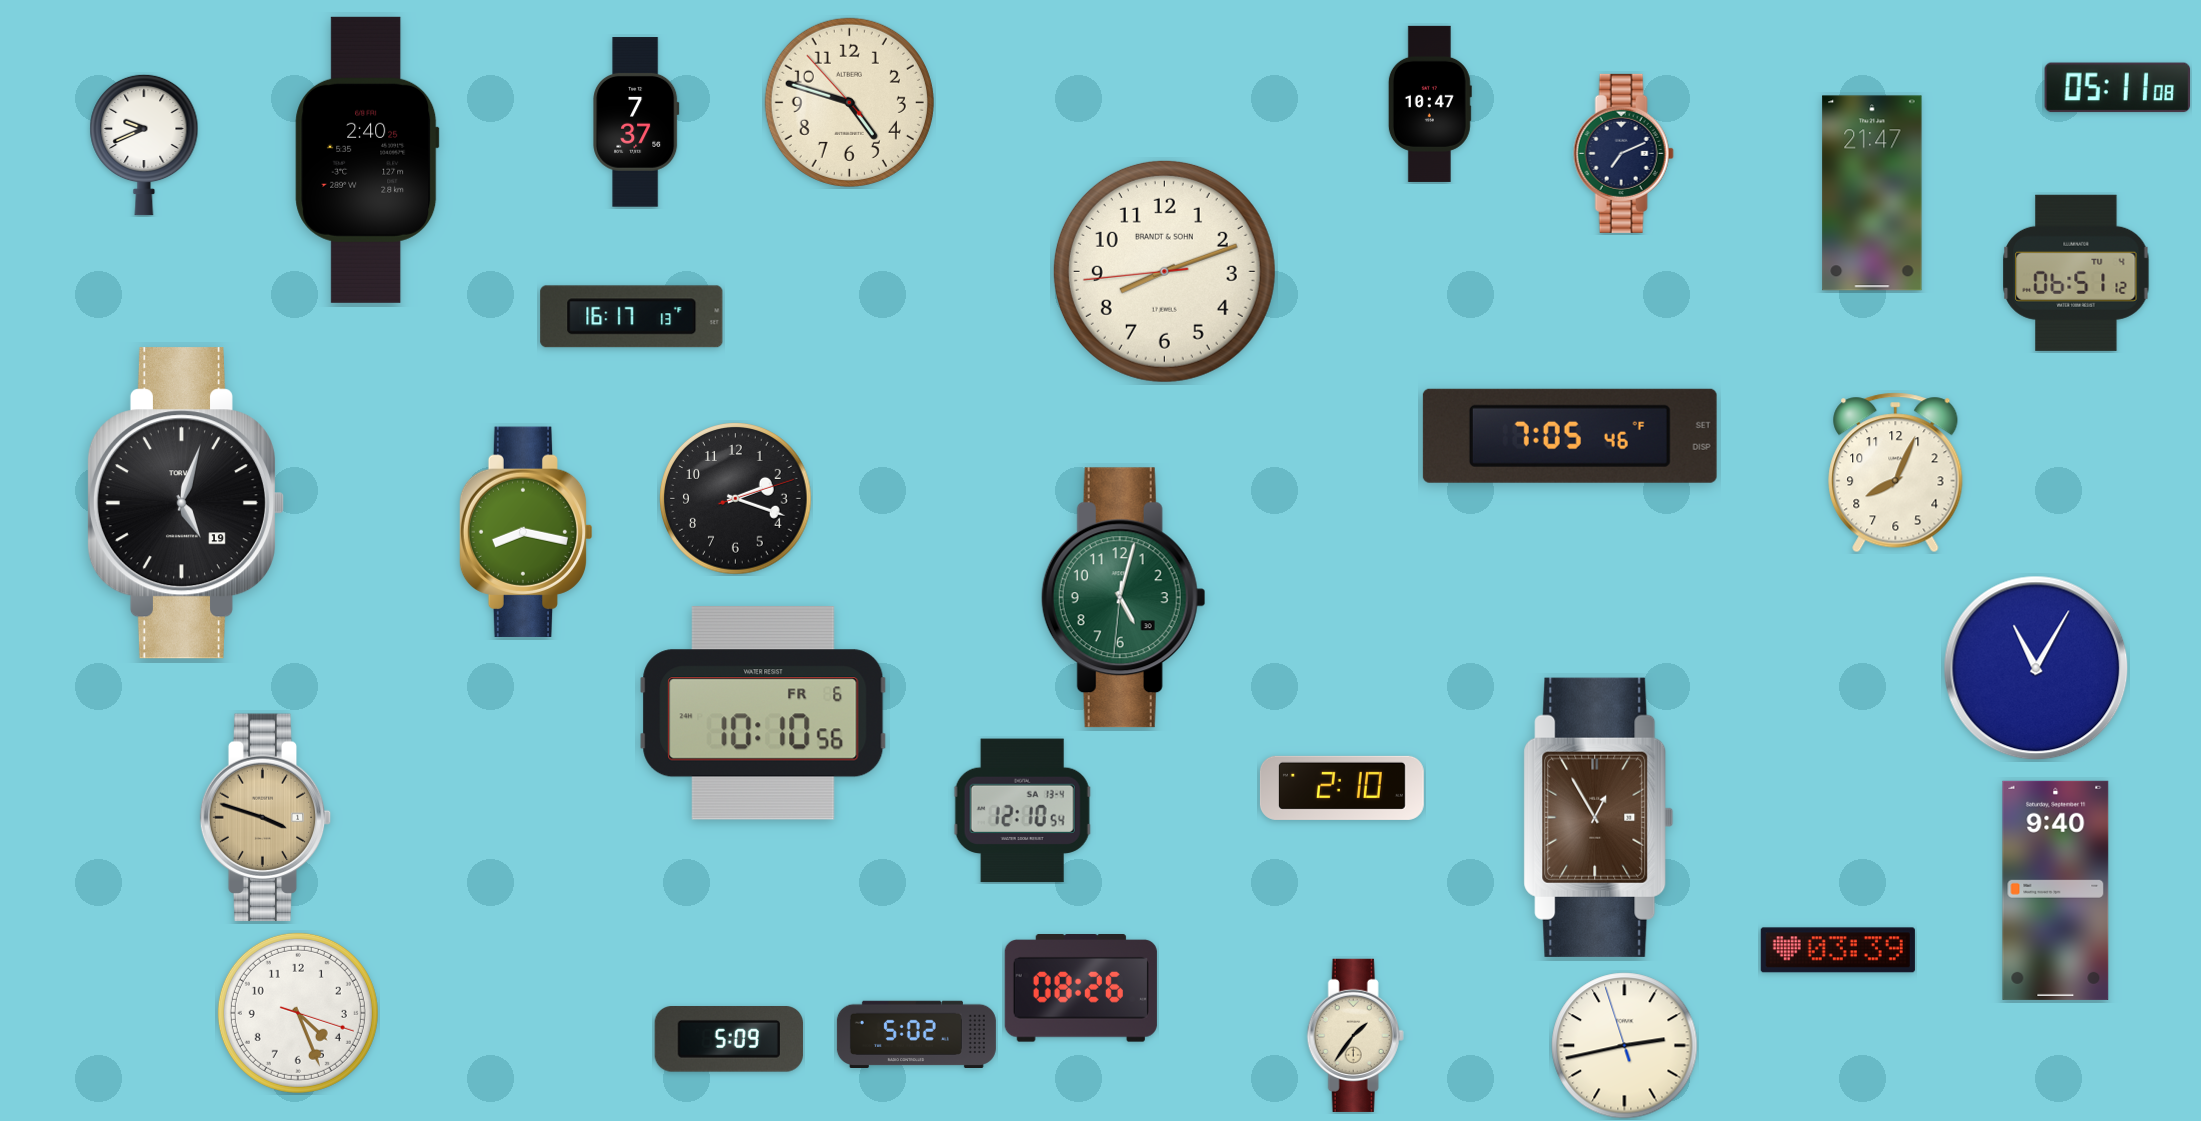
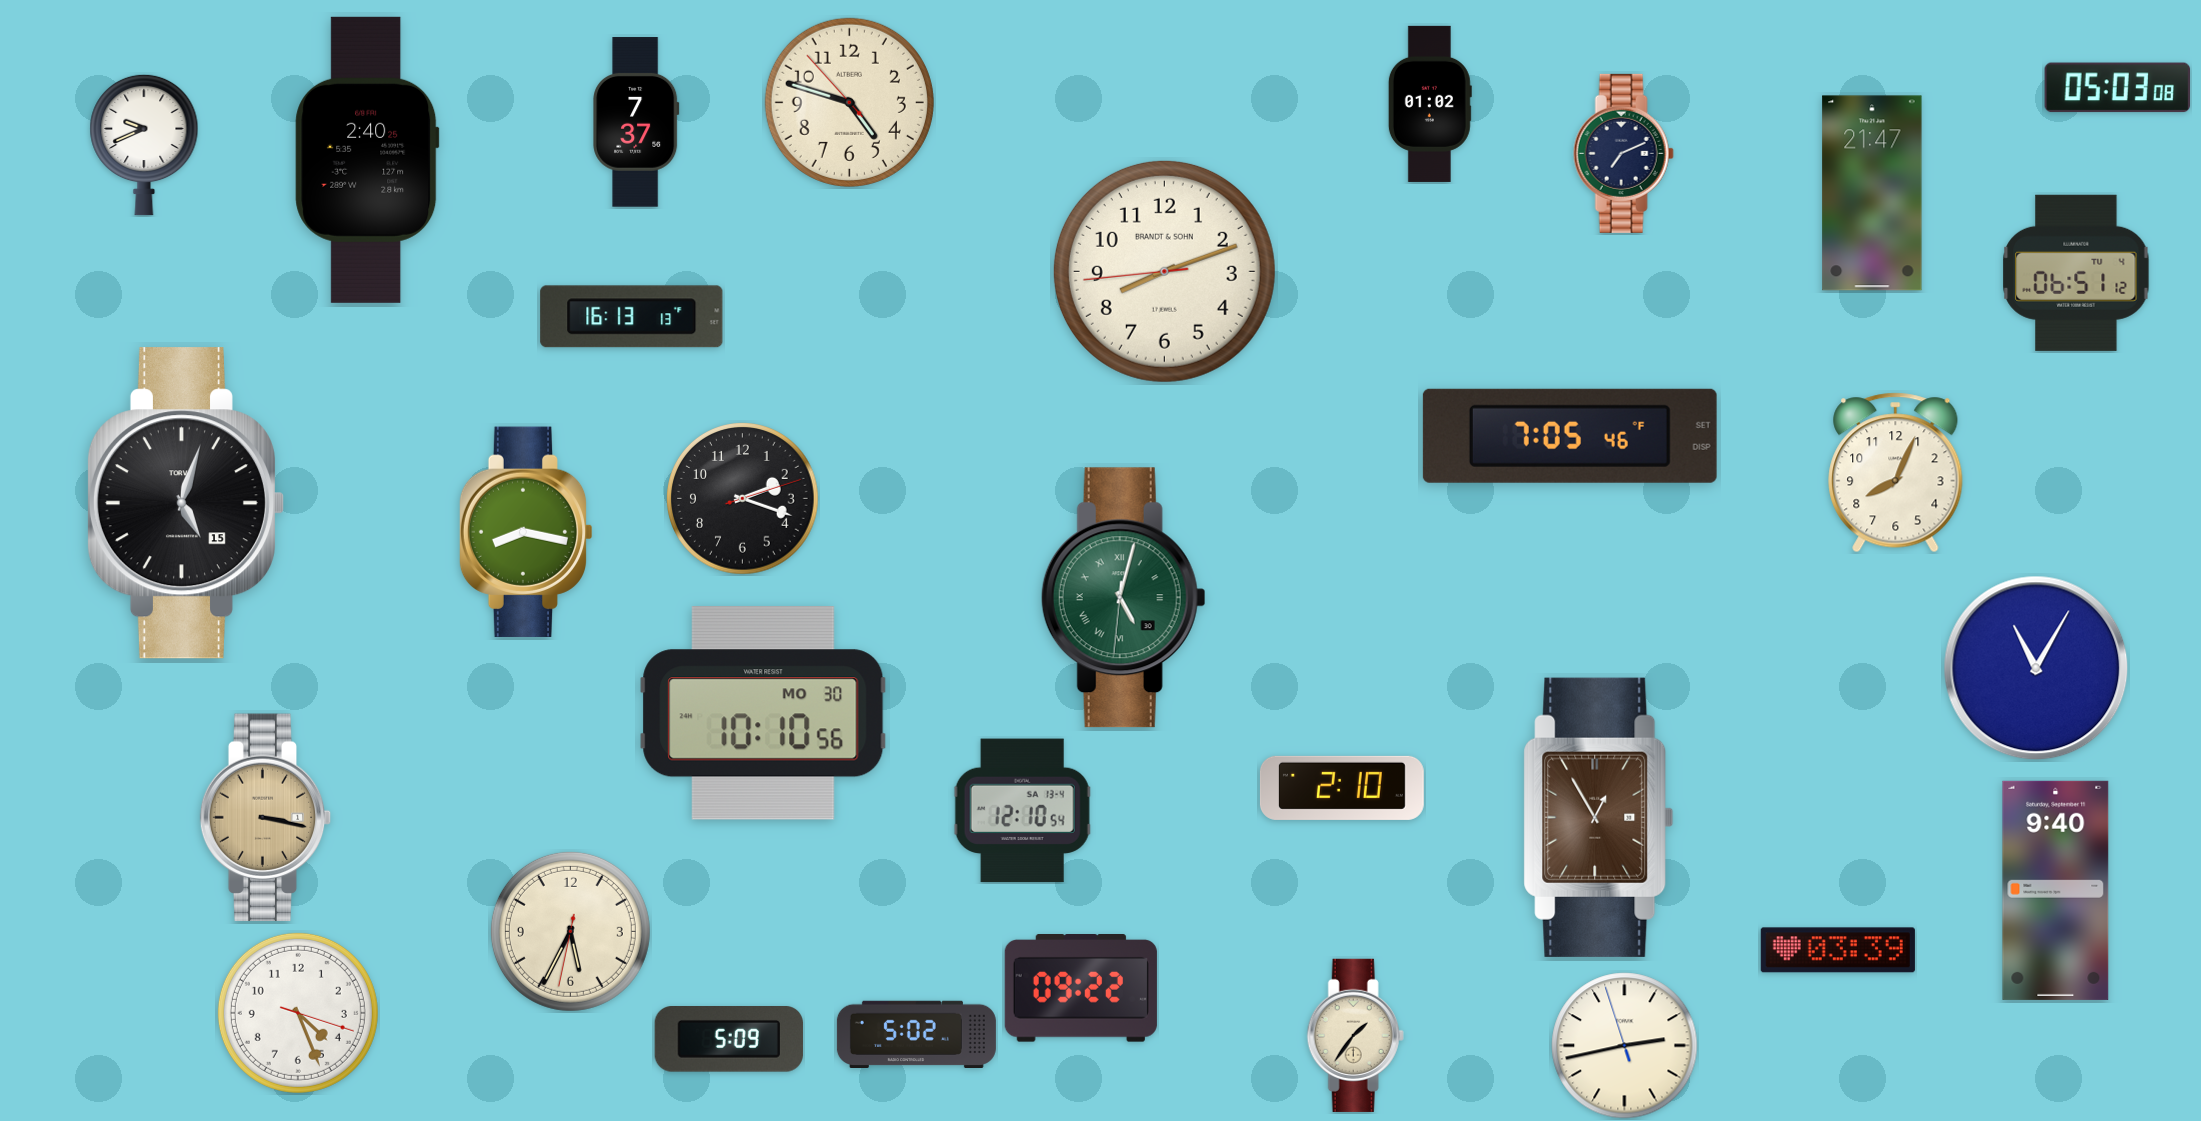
clock at (2118, 88): 05:11 -> 05:03
clock at (1430, 104): 10:47 -> 01:02
clock at (632, 317): 16:17 -> 16:13
clock at (736, 499) position: (736, 499) -> (743, 499)
clock at (185, 503) date: 19 -> 15
clock at (1123, 598) numerals: Arabic -> Roman
clock at (763, 713) date: FR 6 -> MO 30
clock at (266, 818): 3:48 -> 3:17
clock at (570, 931): none -> 5:34
clock at (1081, 989): 08:26 -> 09:22
